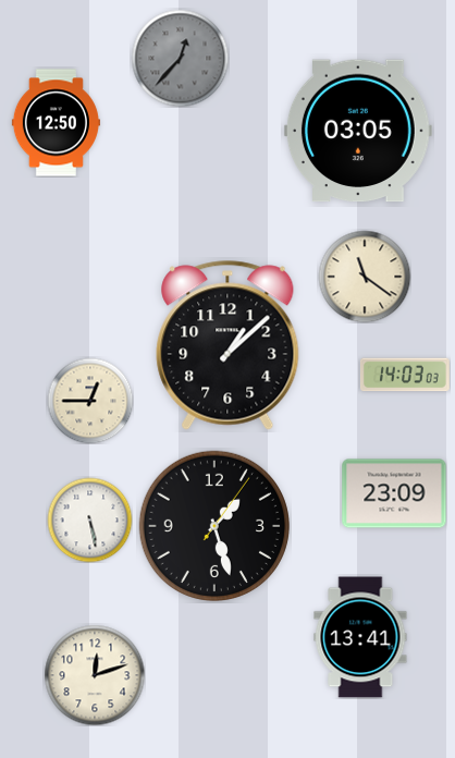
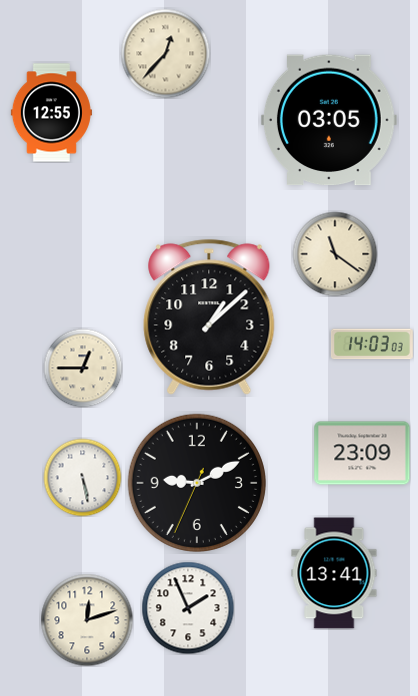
clock at (180, 58) dial: grey -> cream
clock at (56, 123): 12:50 -> 12:55
clock at (214, 526): 1:27 -> 9:10
clock at (360, 637) position: (360, 637) -> (334, 573)
clock at (188, 608): none -> 1:56
